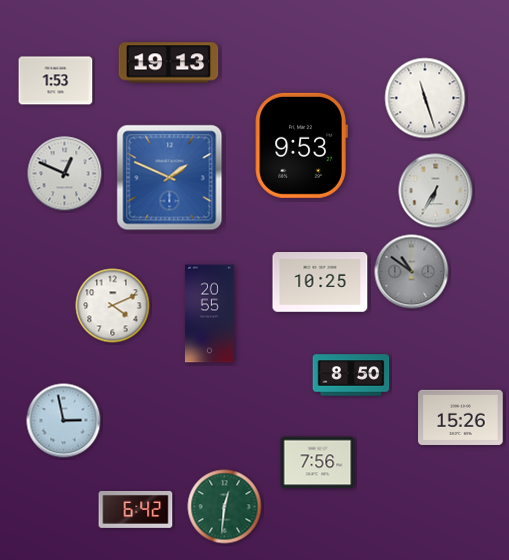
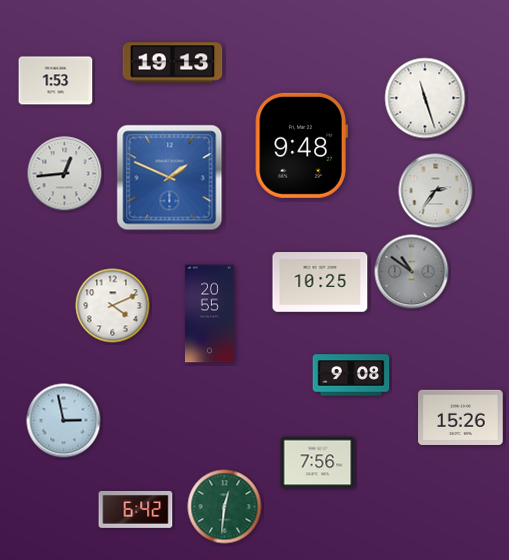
clock at (169, 63) position: (169, 63) -> (173, 63)
clock at (301, 145): 9:53 -> 9:48
clock at (65, 174): 12:49 -> 12:44
clock at (436, 191): 6:35 -> 2:36
clock at (351, 375): 8:50 -> 9:08
